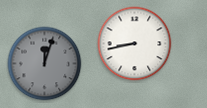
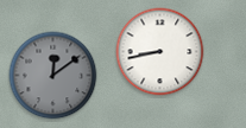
clock at (45, 64): 12:03 -> 12:09
